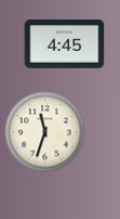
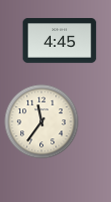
clock at (45, 132): 11:33 -> 11:36
